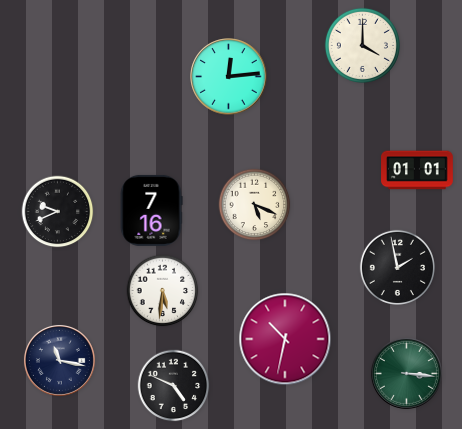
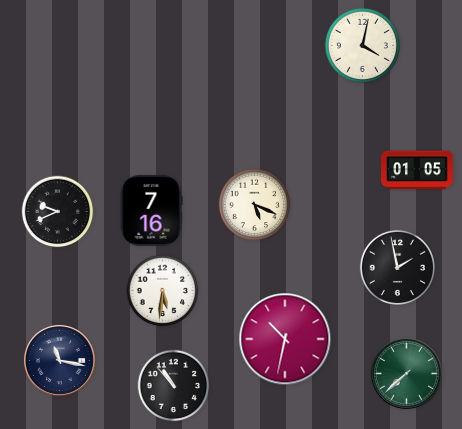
clock at (362, 45): 4:00 -> 4:02
clock at (229, 77): 12:14 -> none
clock at (417, 170): 01:01 -> 01:05
clock at (406, 373): 3:16 -> 7:38
clock at (174, 386): 4:49 -> 10:53
